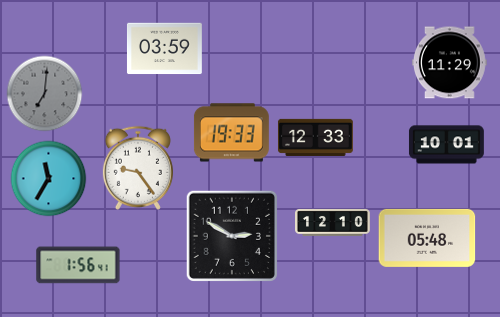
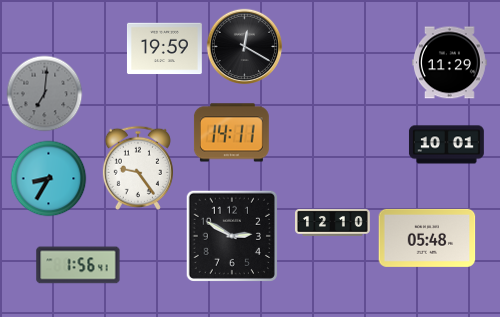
clock at (245, 47): none -> 12:20
clock at (164, 49): 03:59 -> 19:59
clock at (231, 133): 19:33 -> 14:11
clock at (315, 137): 12:33 -> none
clock at (49, 179): 11:35 -> 8:35
